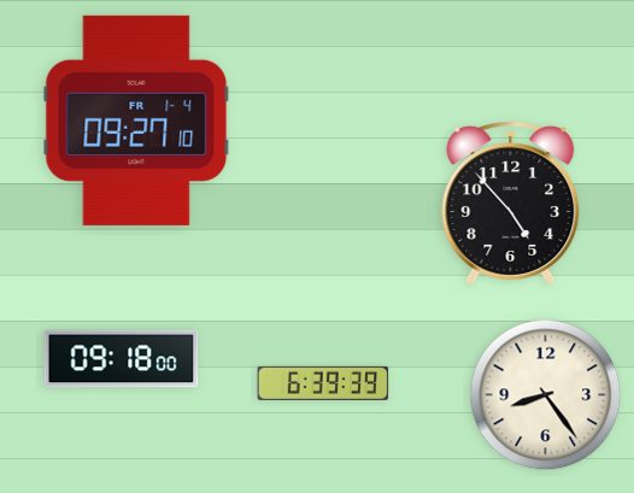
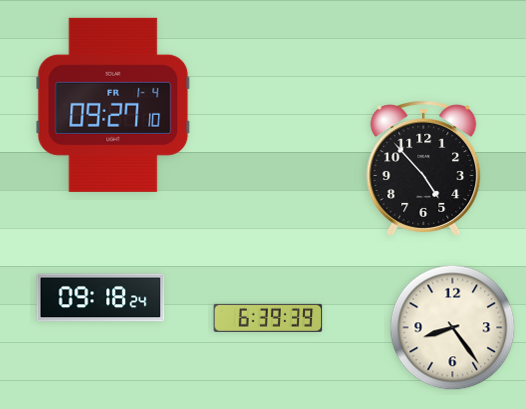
clock at (136, 121) position: (136, 121) -> (113, 105)
clock at (122, 359): 09:18:00 -> 09:18:24
